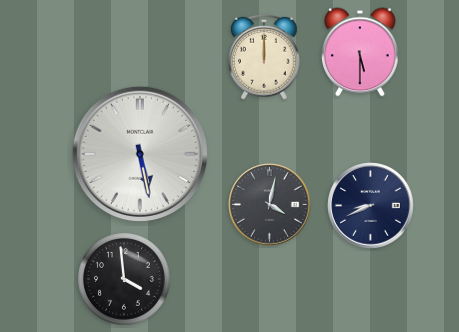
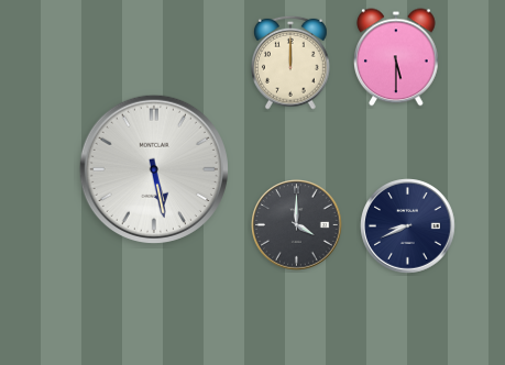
clock at (270, 205): 4:02 -> 4:00
clock at (124, 279): 3:59 -> none
